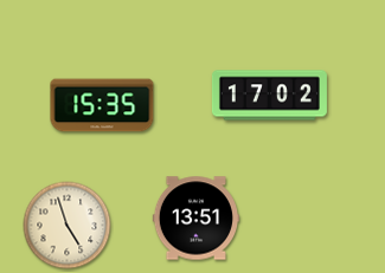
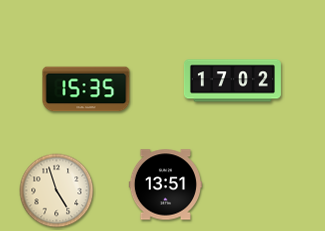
clock at (269, 96) position: (269, 96) -> (232, 81)
